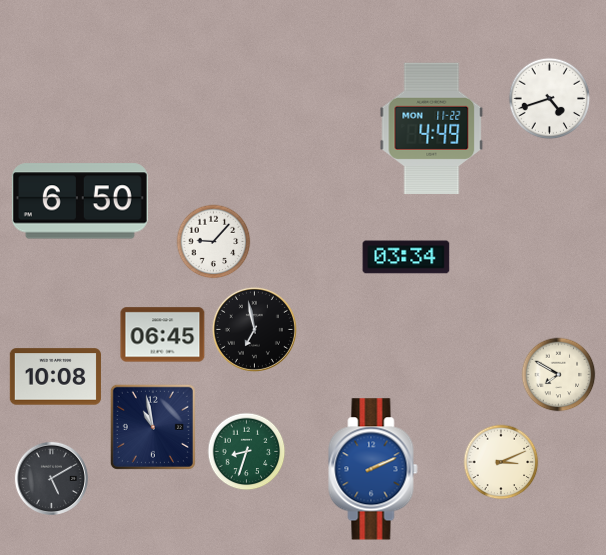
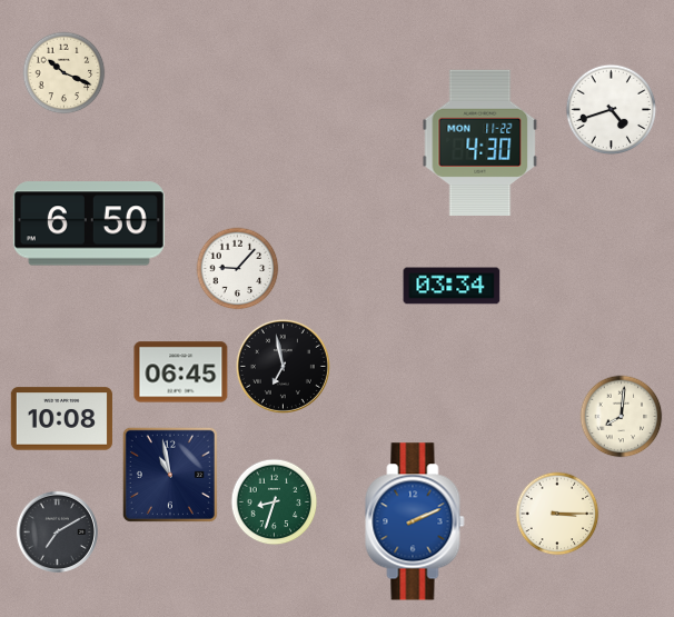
clock at (65, 73): none -> 10:19
clock at (432, 128): 4:49 -> 4:30
clock at (559, 375): 7:50 -> 8:01
clock at (501, 462): 3:11 -> 3:15
clock at (51, 478): 5:10 -> 7:10
